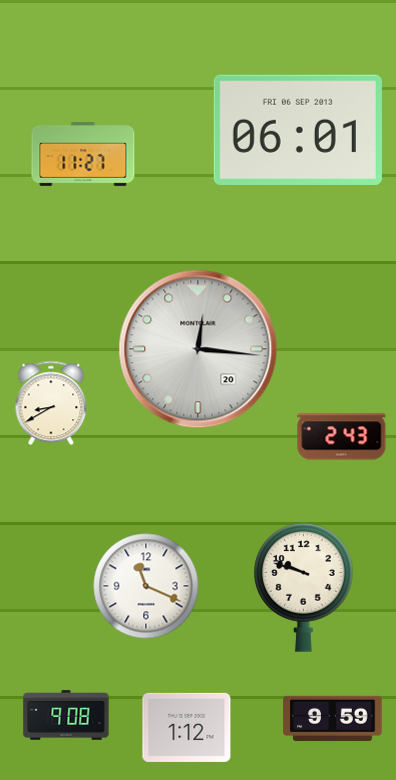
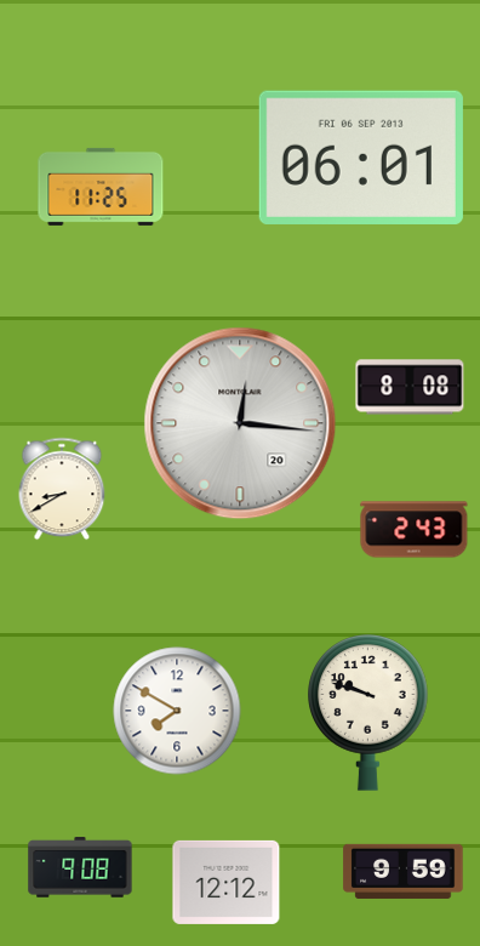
clock at (83, 154): 11:27 -> 11:25
clock at (410, 387): none -> 8:08
clock at (146, 586): 11:19 -> 7:50
clock at (187, 727): 1:12 -> 12:12
